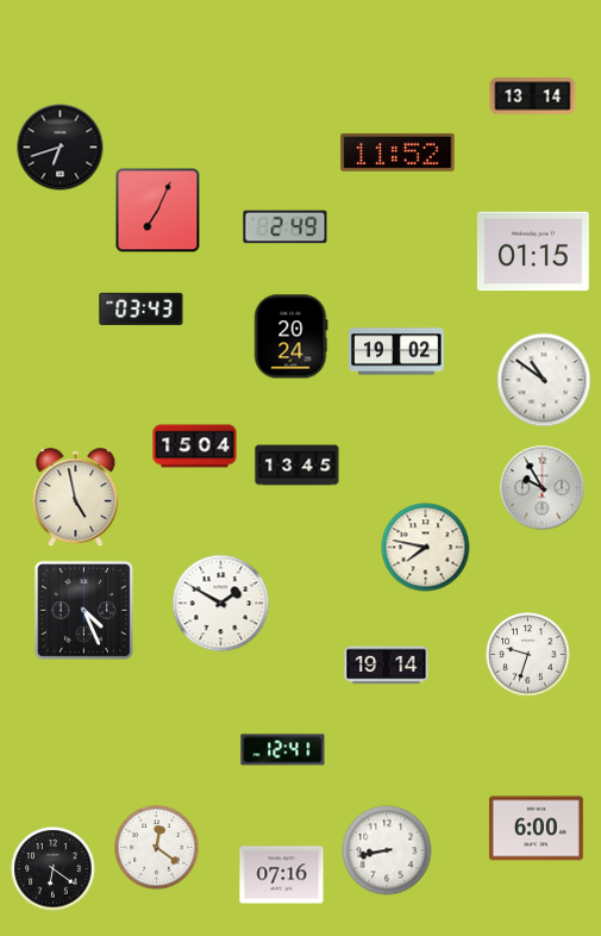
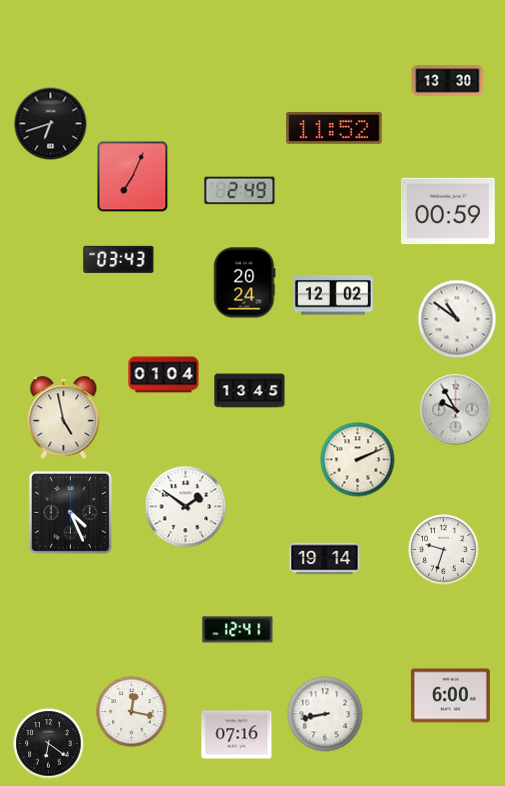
clock at (533, 96): 13:14 -> 13:30
clock at (533, 251): 01:15 -> 00:59
clock at (396, 351): 19:02 -> 12:02
clock at (195, 447): 15:04 -> 01:04
clock at (426, 548): 7:47 -> 2:11
clock at (221, 604): 1:50 -> 1:51
clock at (157, 848): 12:21 -> 12:17
clock at (54, 869) position: (54, 869) -> (49, 744)
